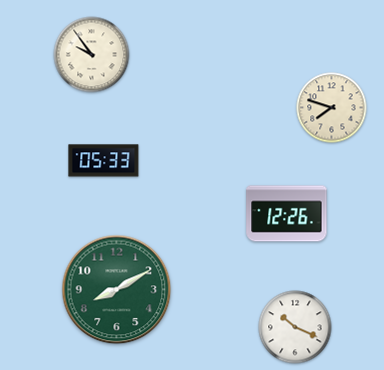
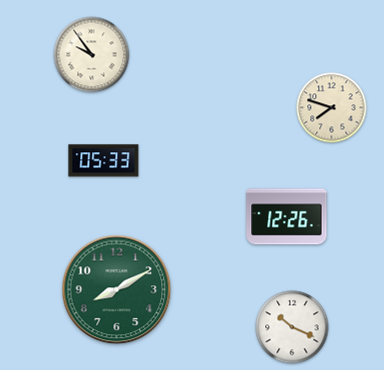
clock at (287, 214) position: (287, 214) -> (287, 217)
clock at (295, 327) position: (295, 327) -> (292, 327)
